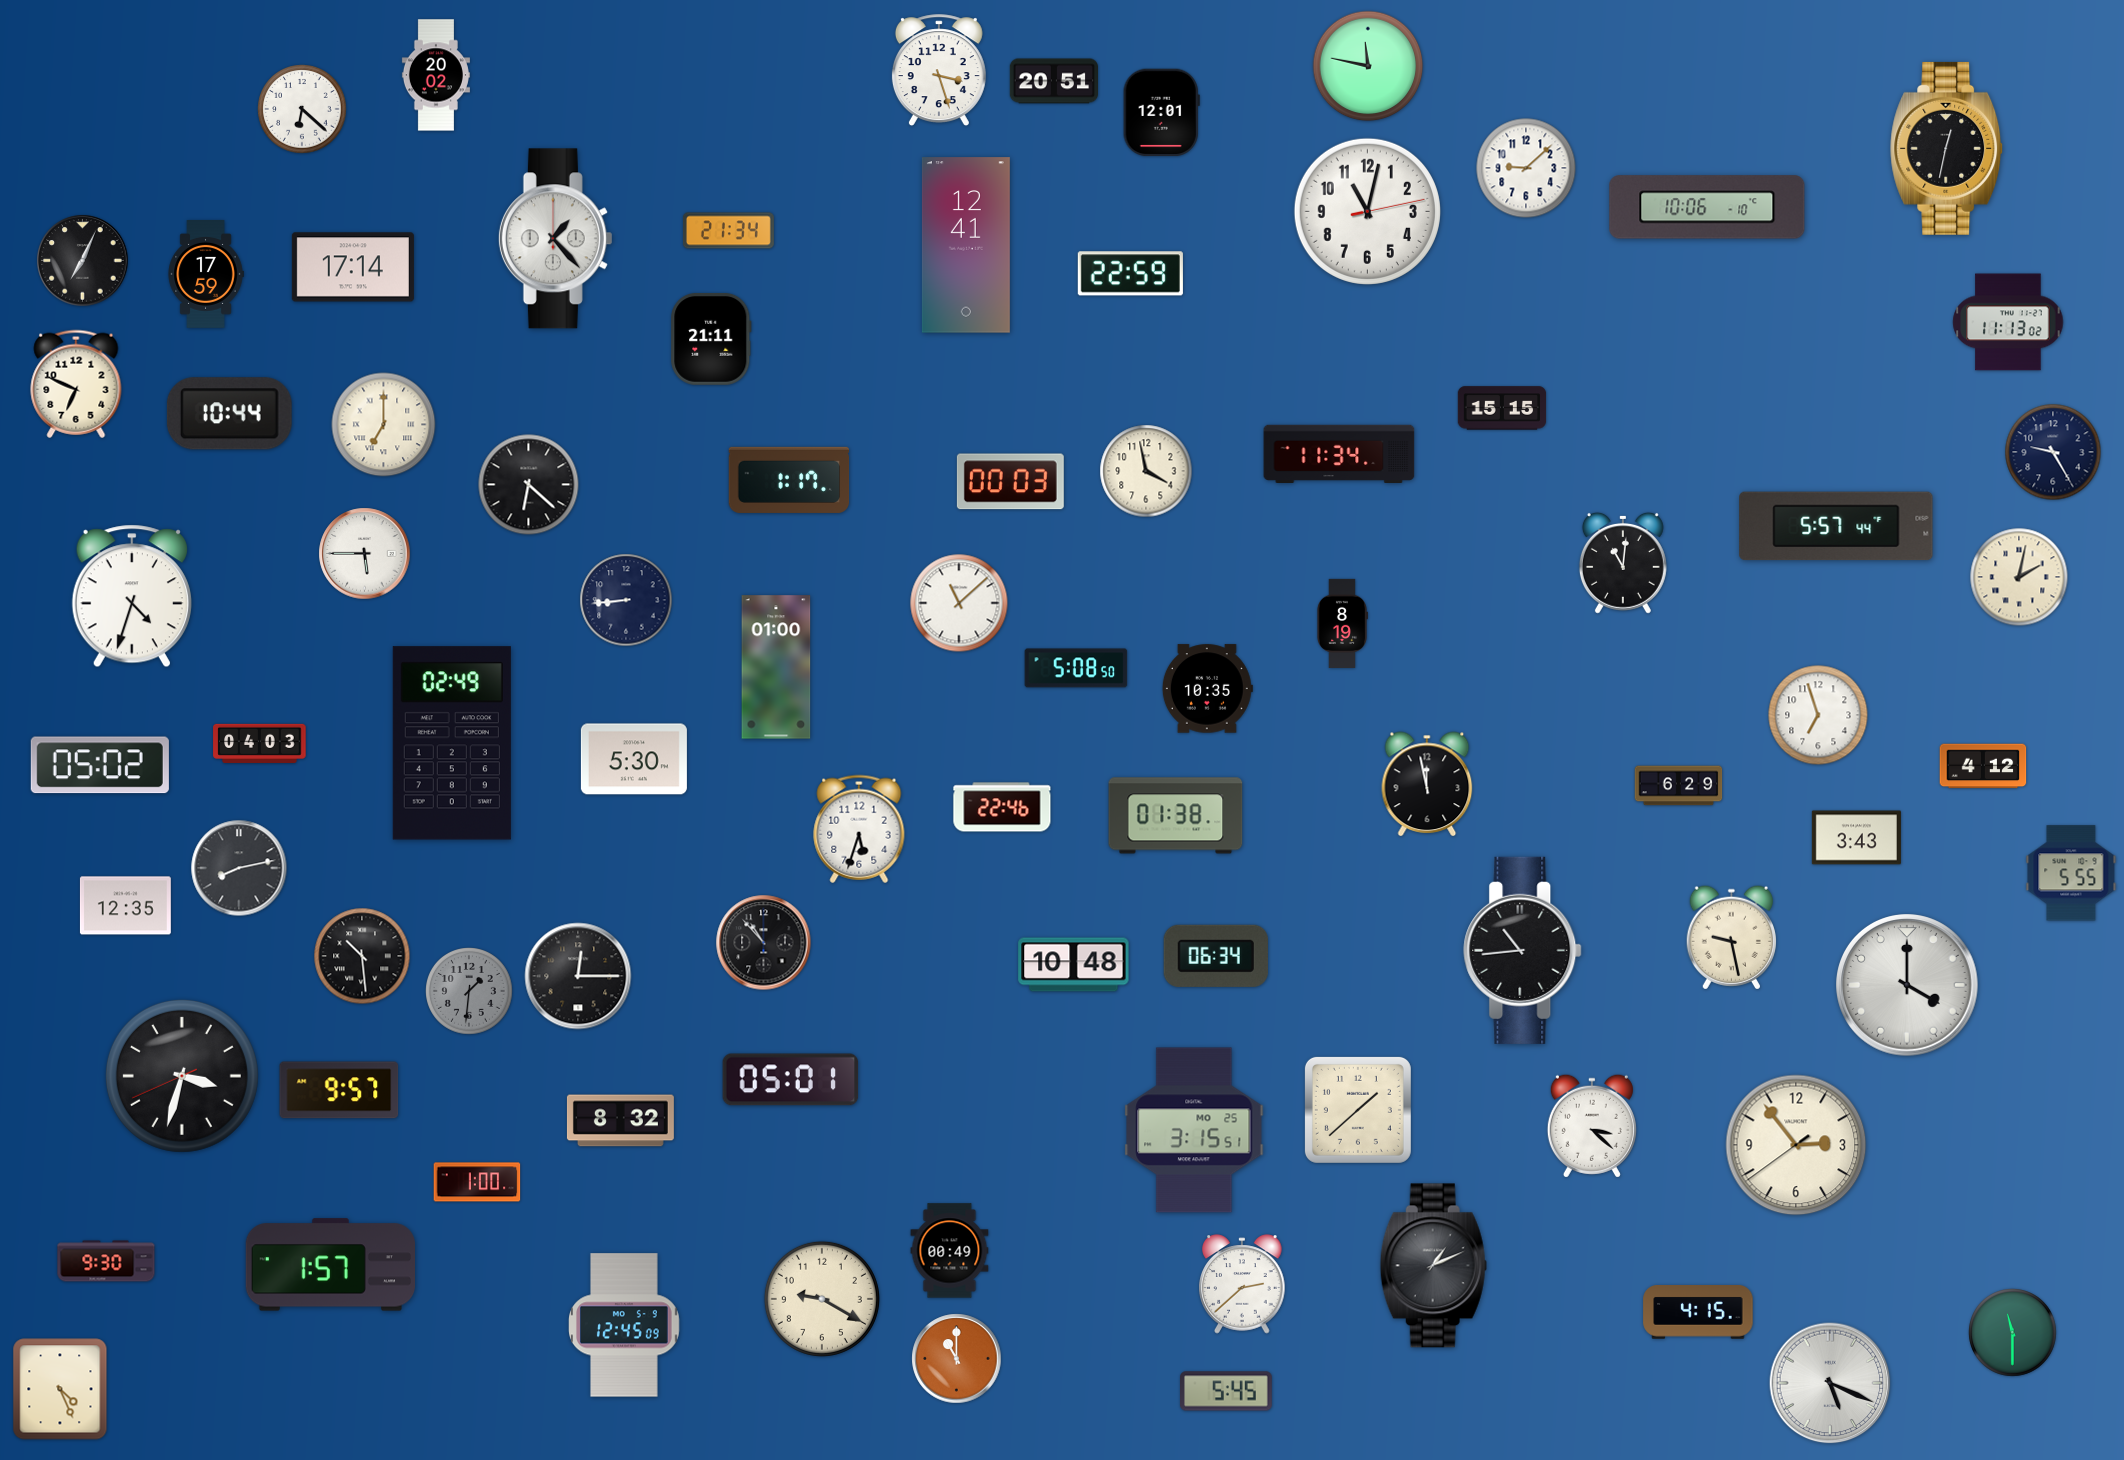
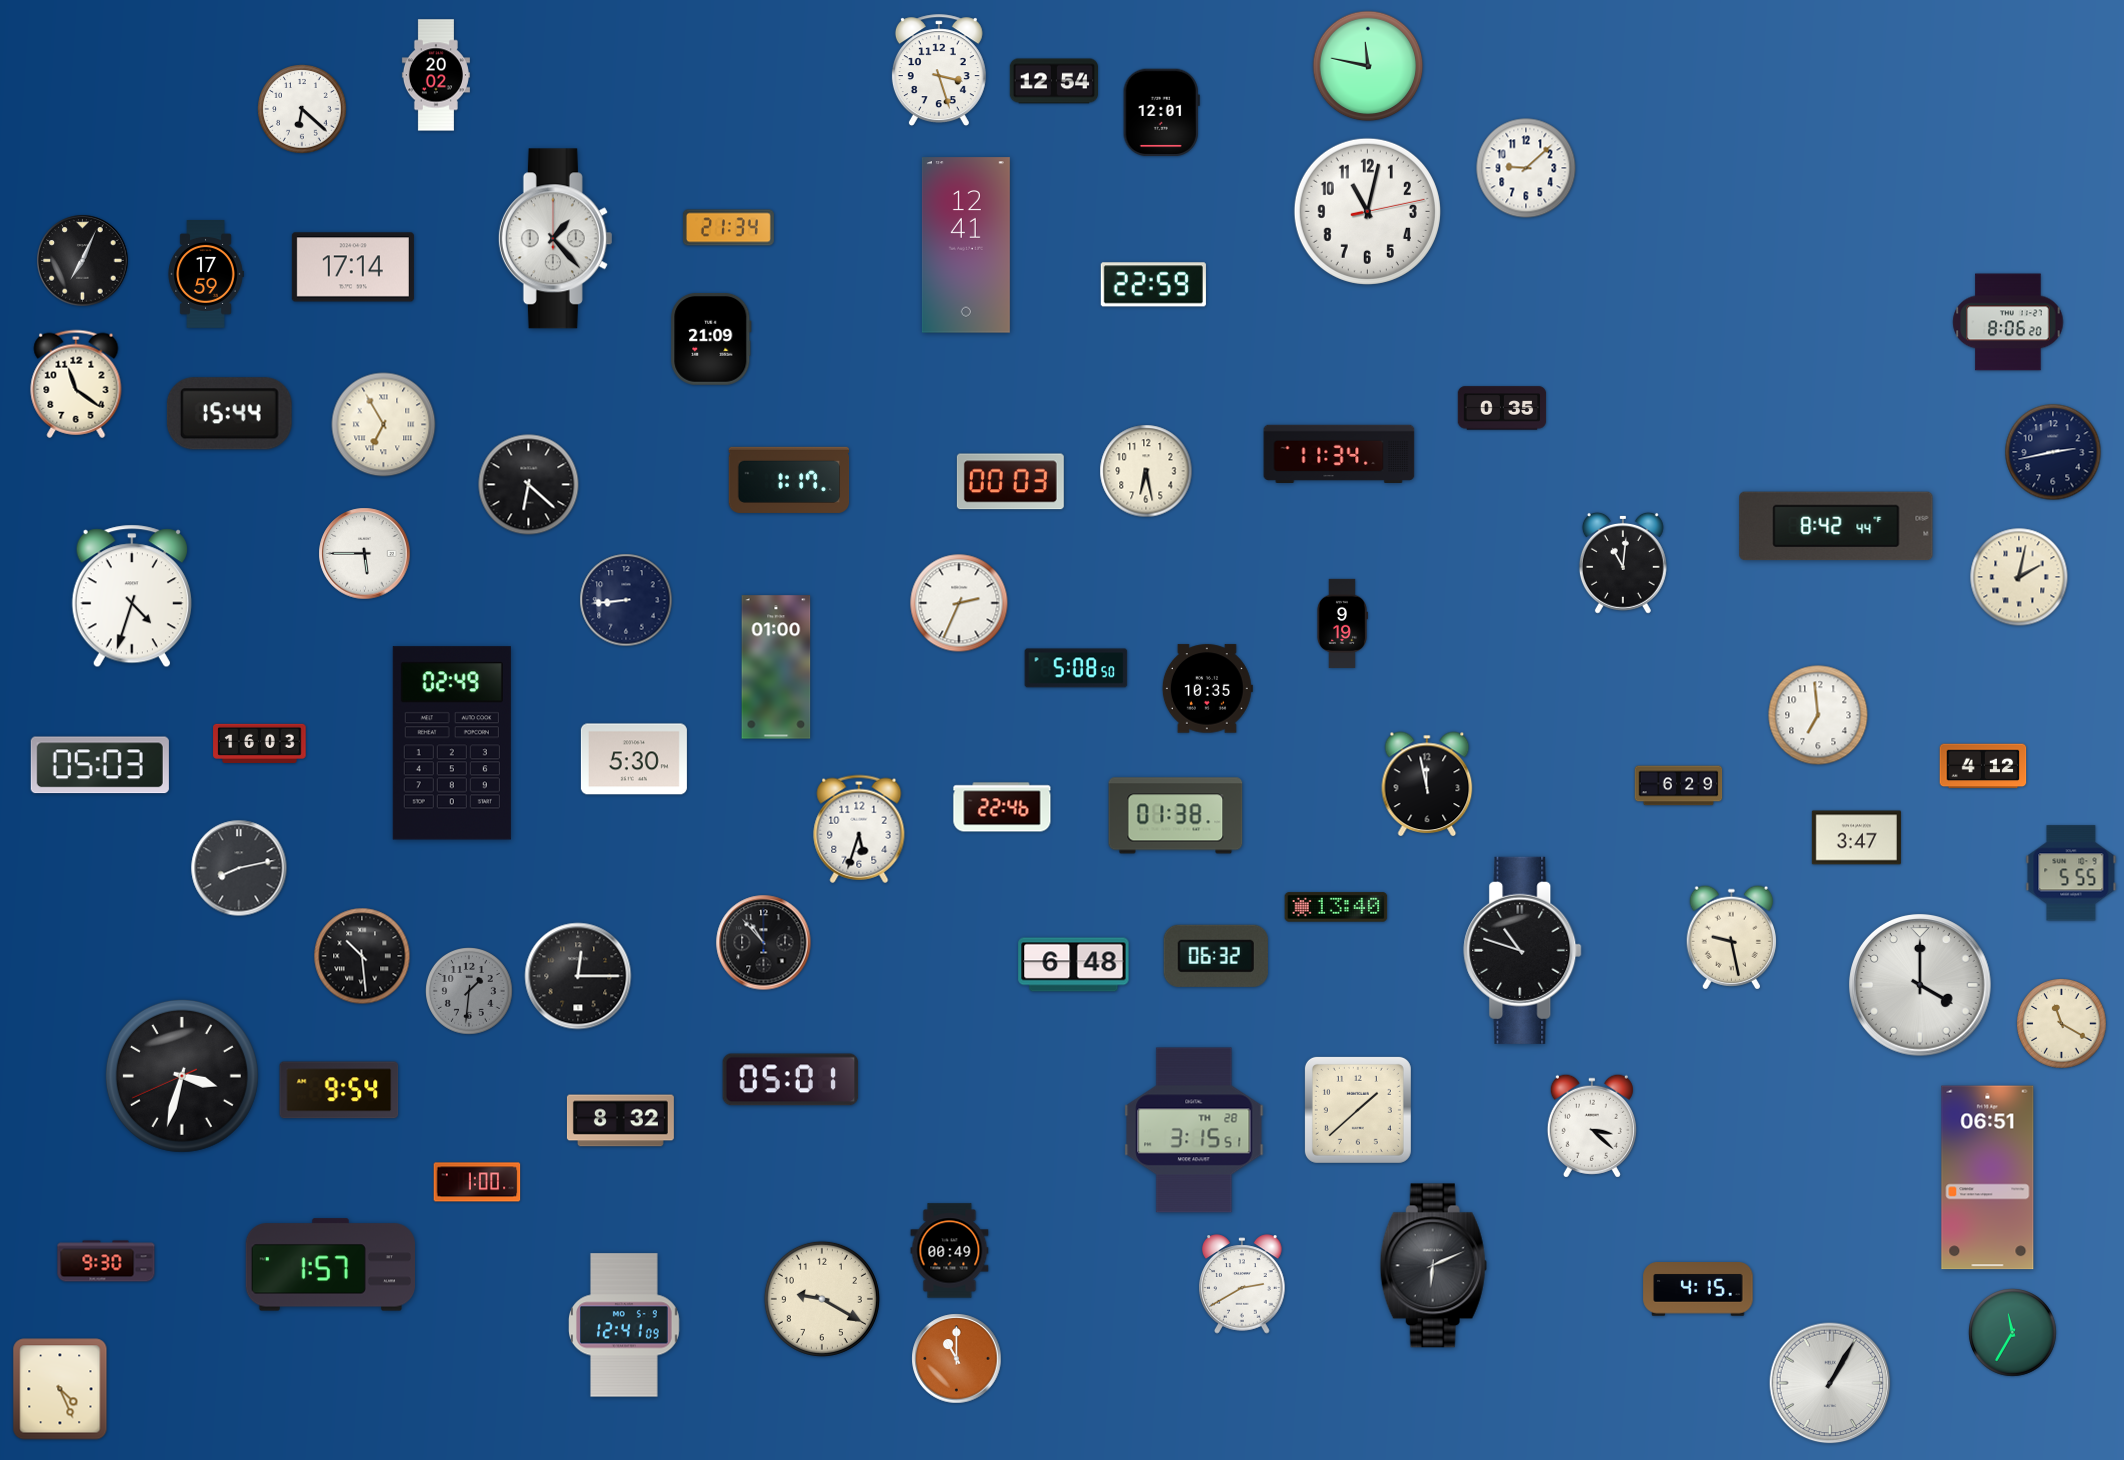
clock at (1053, 81): 20:51 -> 12:54
clock at (1947, 148): 12:32 -> none
clock at (1707, 207): 10:06 -> none
clock at (728, 231) position: (728, 231) -> (728, 228)
clock at (1130, 274) position: (1130, 274) -> (1153, 285)
clock at (2008, 322): 11:13 -> 8:06
clock at (711, 340): 21:11 -> 21:09
clock at (76, 384): 6:49 -> 11:21
clock at (1502, 408): 15:15 -> 0:35
clock at (229, 414): 10:44 -> 15:44
clock at (384, 425): 7:00 -> 6:55
clock at (2053, 452): 9:25 -> 2:43
clock at (1146, 471): 3:58 -> 6:28
clock at (1836, 526): 5:57 -> 8:42
clock at (959, 603): 11:08 -> 2:34
clock at (1342, 623): 8:19 -> 9:19
clock at (1818, 715): 6:57 -> 6:59
clock at (260, 743): 04:03 -> 16:03
clock at (100, 765): 05:02 -> 05:03
clock at (1856, 838): 3:43 -> 3:47
clock at (125, 906): 12:35 -> none
clock at (1336, 907): none -> 13:40
clock at (1523, 950): 10:44 -> 10:48
clock at (1216, 956): 06:34 -> 06:32
clock at (1074, 965): 10:48 -> 6:48
clock at (1908, 986) position: (1908, 986) -> (1921, 986)
clock at (2062, 1024): none -> 11:20
clock at (339, 1090): 9:57 -> 9:54
clock at (1194, 1130) date: MO 25 -> TH 28
clock at (1796, 1145): 2:53 -> none
clock at (1988, 1178): none -> 06:51
clock at (1433, 1266): 1:11 -> 6:11
clock at (1242, 1284): 2:38 -> 2:40
clock at (1698, 1312) position: (1698, 1312) -> (1698, 1289)
clock at (625, 1325): 12:45 -> 12:41
clock at (2013, 1333): 11:30 -> 11:35
clock at (1830, 1383): 5:19 -> 1:05
clock at (1227, 1391): 5:45 -> none
